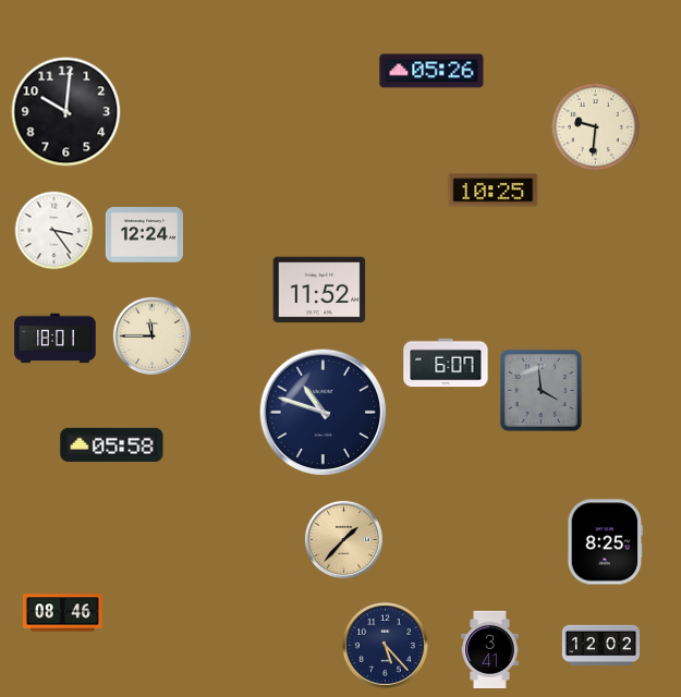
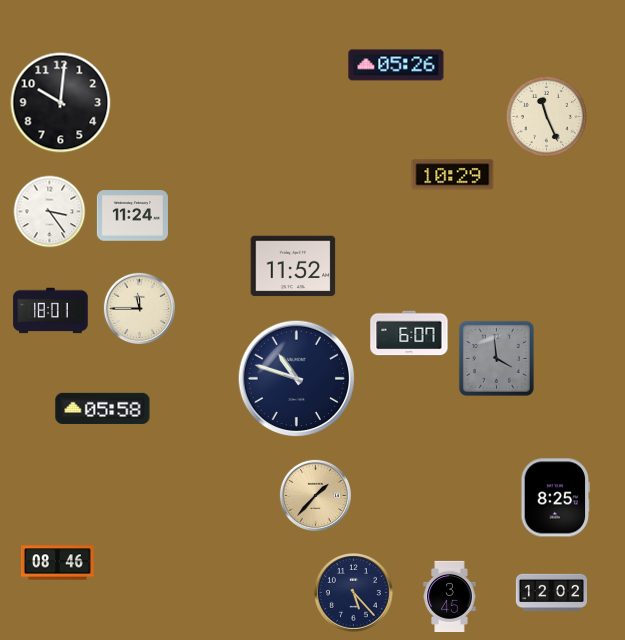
clock at (595, 126): 9:31 -> 11:26
clock at (494, 191): 10:25 -> 10:29
clock at (144, 235): 12:24 -> 11:24
clock at (490, 649): 3:41 -> 3:45
